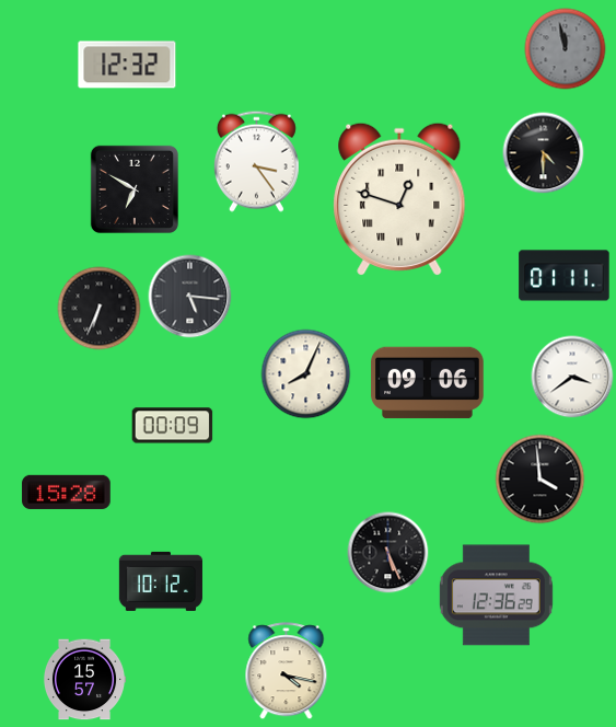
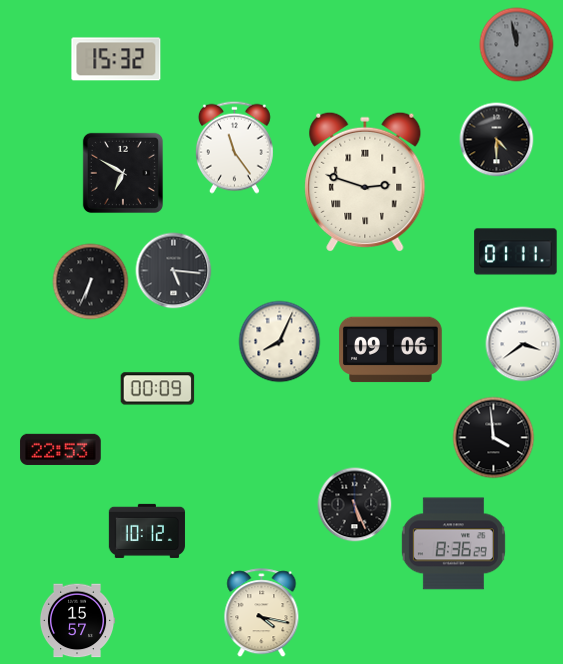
clock at (127, 65): 12:32 -> 15:32
clock at (256, 161): 3:24 -> 11:24
clock at (399, 198): 12:48 -> 2:48
clock at (67, 492): 15:28 -> 22:53
clock at (496, 596): 12:36 -> 8:36
